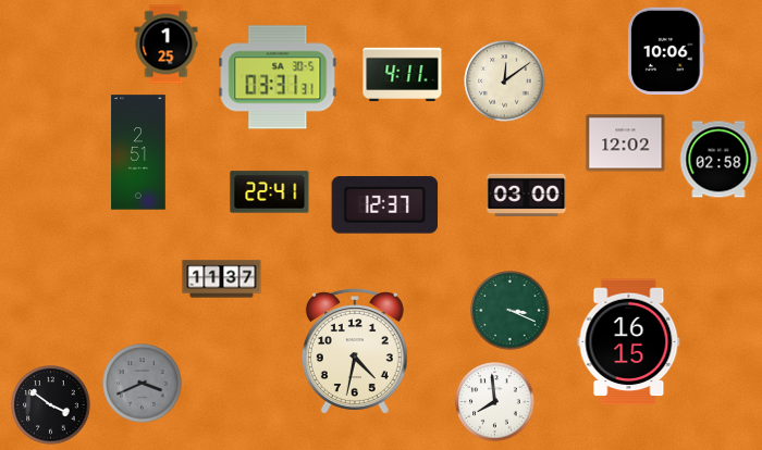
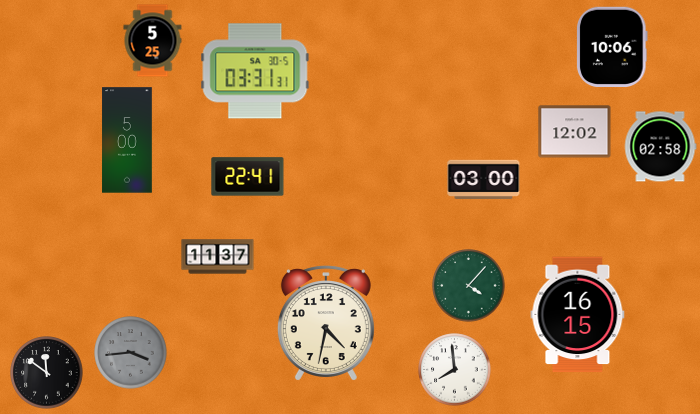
clock at (167, 45): 1:25 -> 5:25
clock at (403, 75): 4:11 -> none
clock at (505, 82): 12:09 -> none
clock at (138, 152): 2:51 -> 5:00
clock at (385, 205): 12:37 -> none
clock at (222, 279) position: (222, 279) -> (218, 257)
clock at (511, 311): 3:19 -> 4:07
clock at (143, 384): 3:41 -> 3:44
clock at (51, 405): 3:51 -> 11:51
